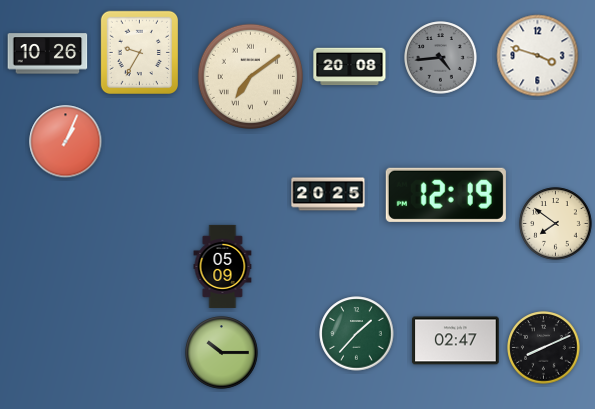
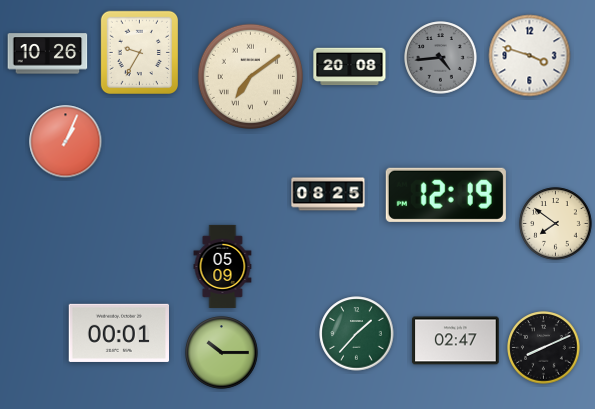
clock at (538, 56) position: (538, 56) -> (530, 56)
clock at (328, 194): 20:25 -> 08:25
clock at (118, 333): none -> 00:01
